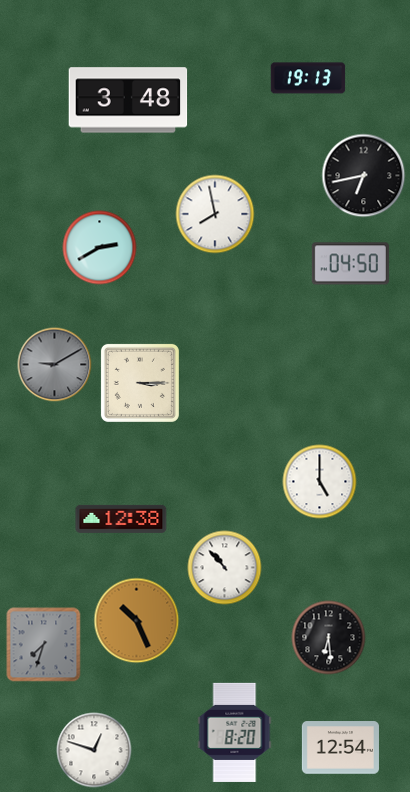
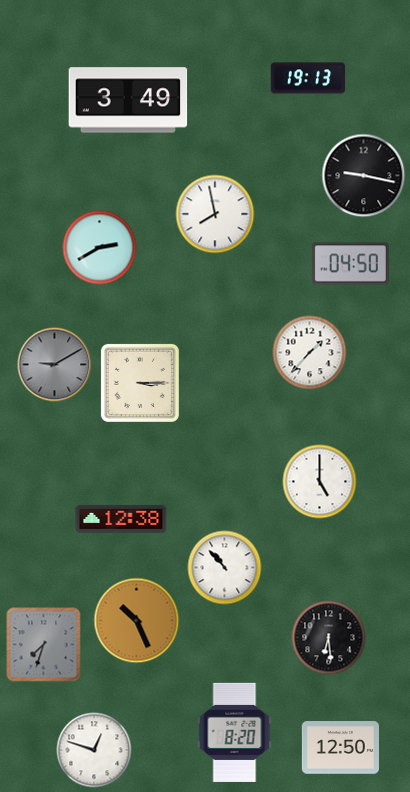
clock at (128, 100): 3:48 -> 3:49
clock at (364, 176): 6:43 -> 9:17
clock at (310, 353): none -> 1:37
clock at (340, 748): 12:54 -> 12:50
